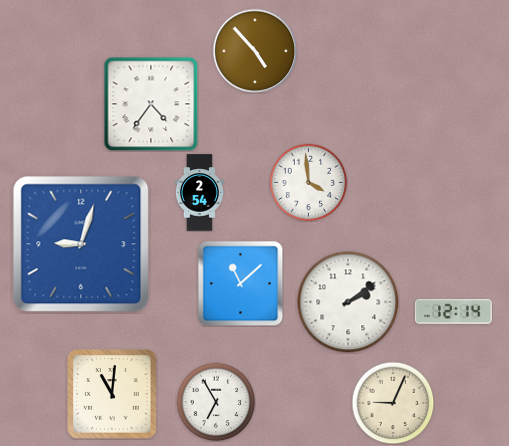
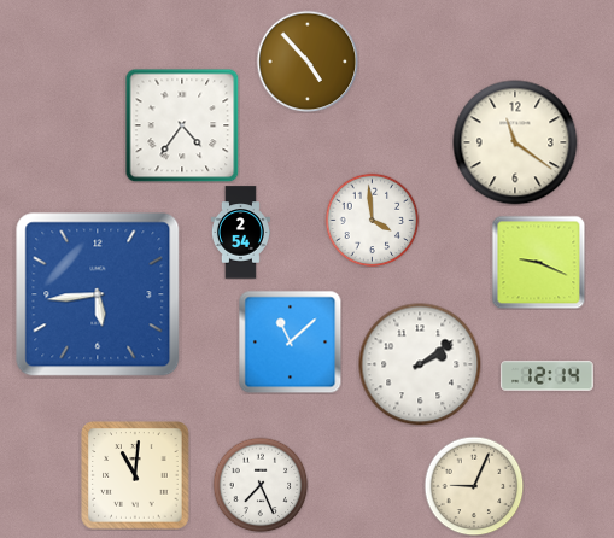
clock at (515, 142): none -> 11:21
clock at (538, 262): none -> 9:19
clock at (81, 244): 9:03 -> 5:44
clock at (216, 402): 6:55 -> 7:26
